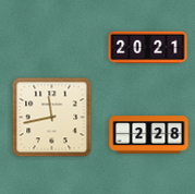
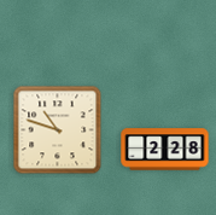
clock at (148, 48): 20:21 -> none
clock at (52, 118): 11:43 -> 10:48
